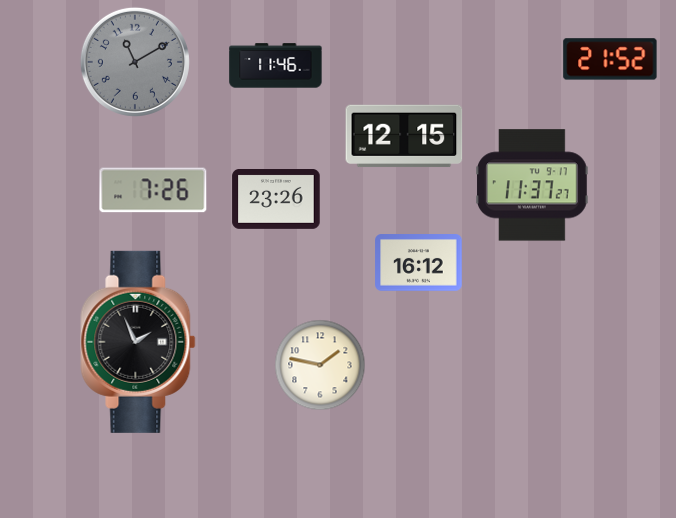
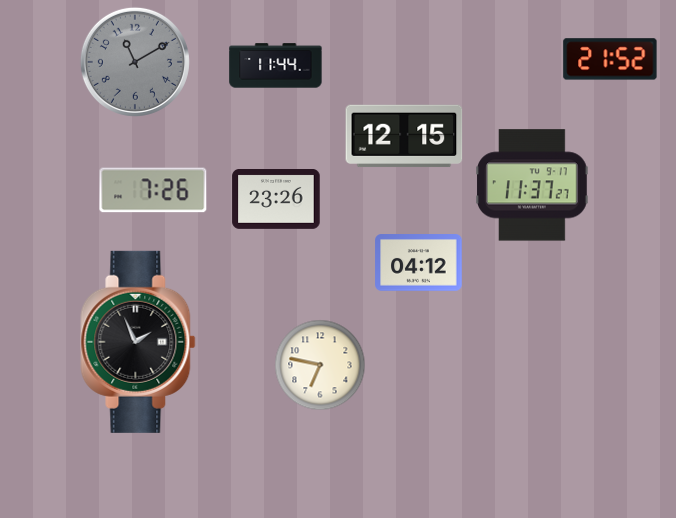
clock at (276, 66): 11:46 -> 11:44
clock at (419, 263): 16:12 -> 04:12
clock at (320, 365): 1:47 -> 6:47
